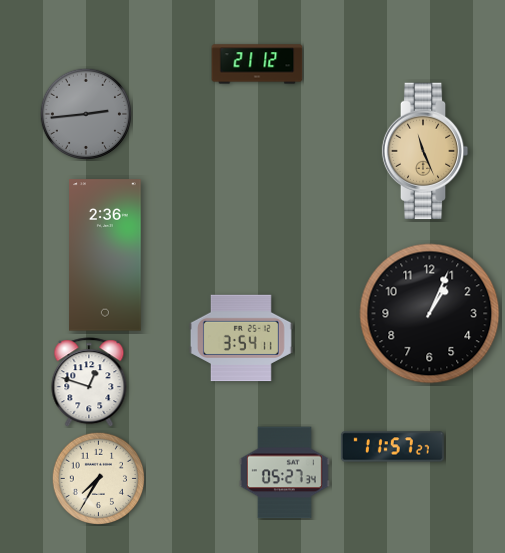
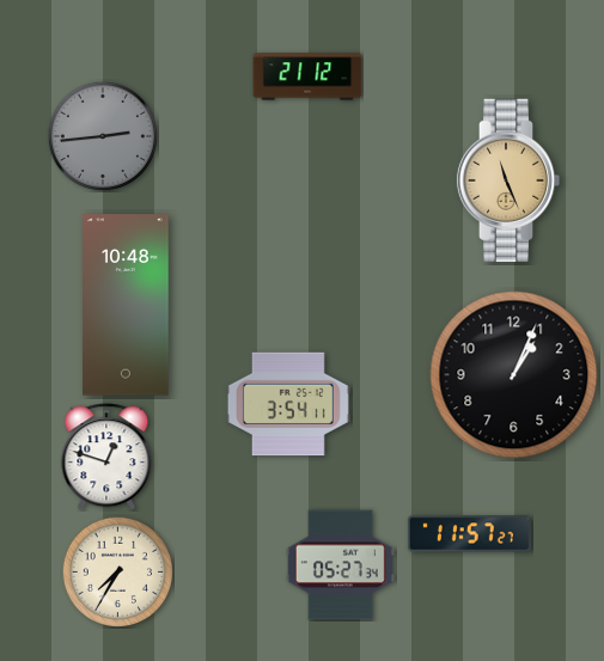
clock at (105, 255): 2:36 -> 10:48
